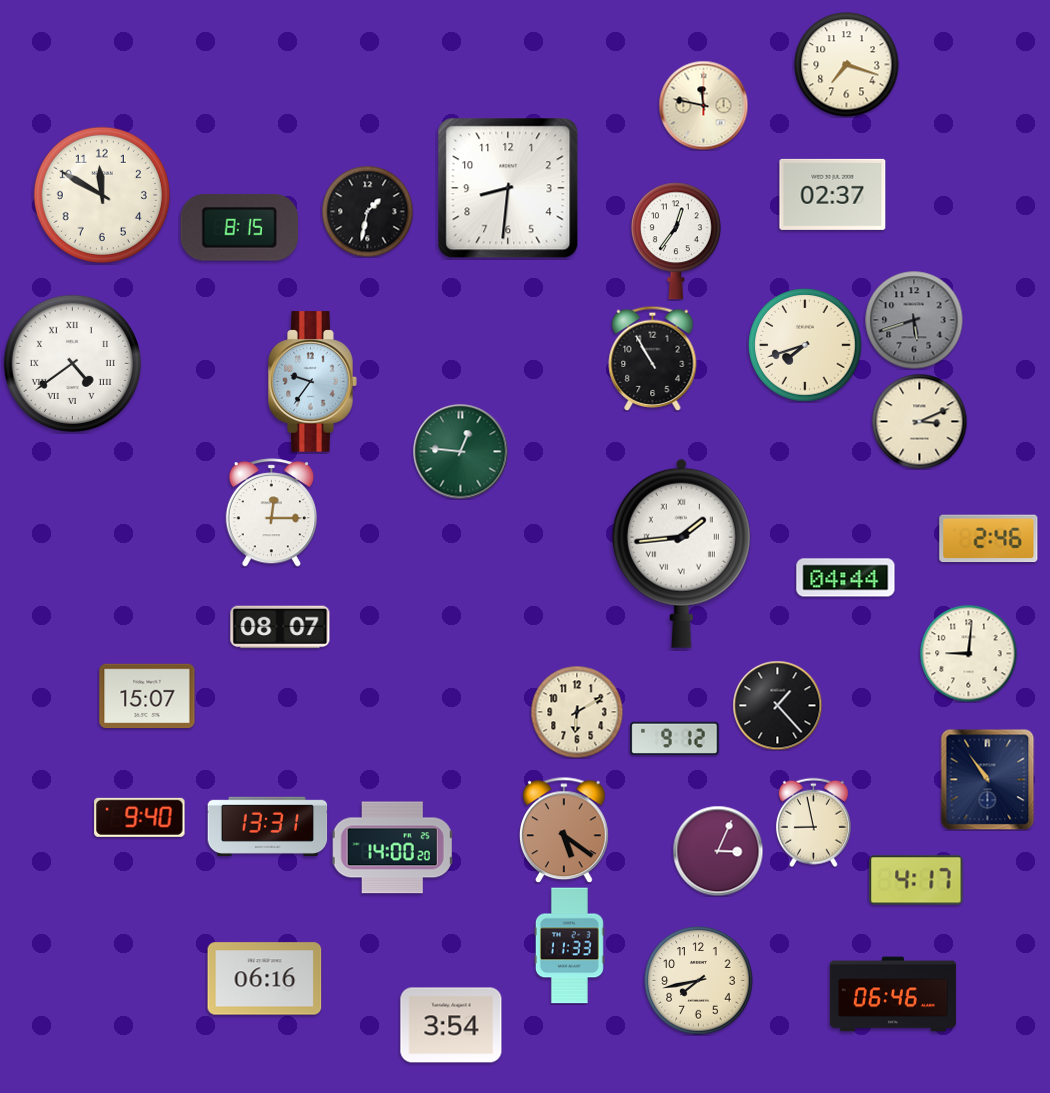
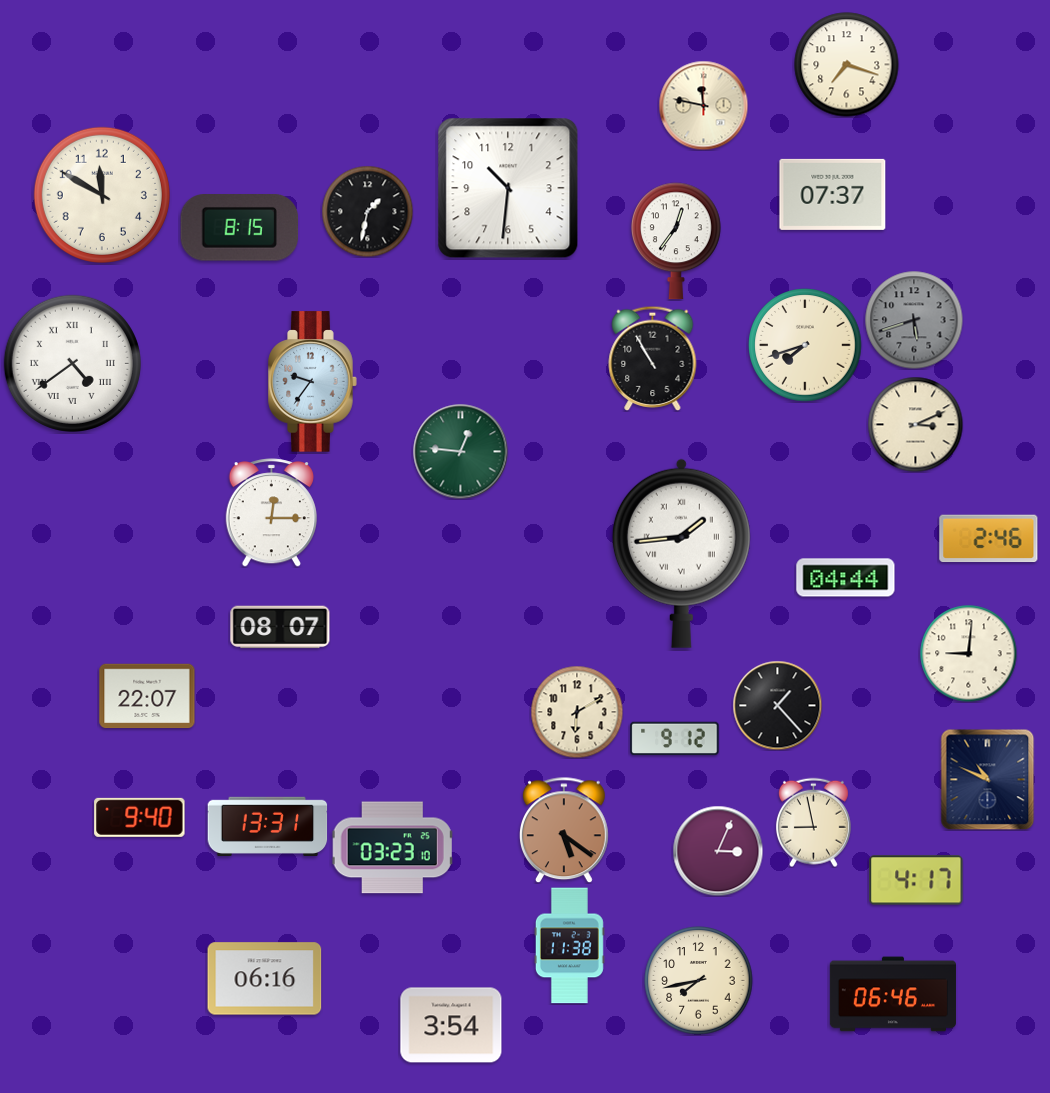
clock at (508, 188): 8:31 -> 10:31
clock at (833, 194): 02:37 -> 07:37
clock at (919, 421) position: (919, 421) -> (915, 424)
clock at (147, 696): 15:07 -> 22:07
clock at (988, 779): 10:54 -> 10:49
clock at (393, 848): 14:00 -> 03:23
clock at (569, 946): 11:33 -> 11:38
